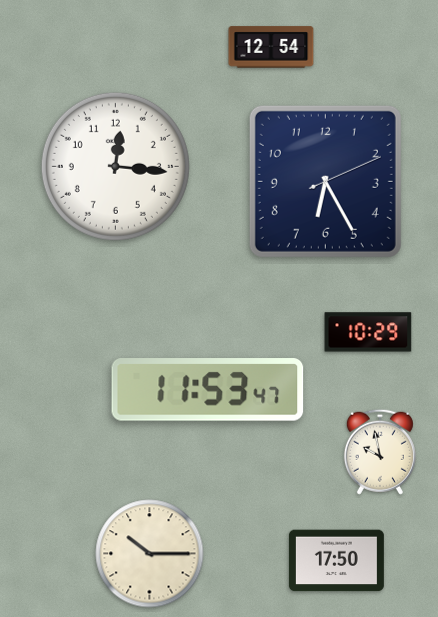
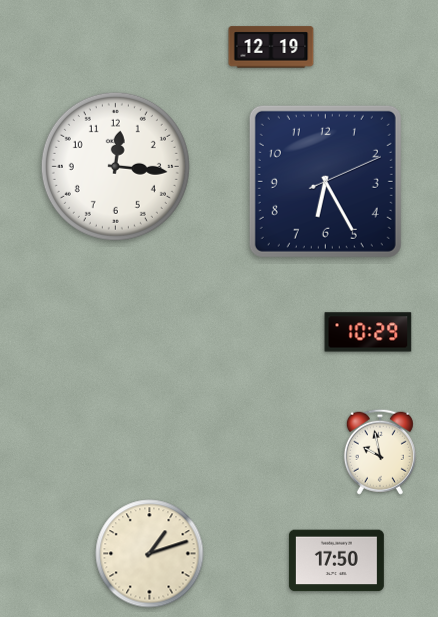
clock at (271, 47): 12:54 -> 12:19
clock at (208, 390): 11:53 -> none
clock at (150, 554): 10:15 -> 1:12
